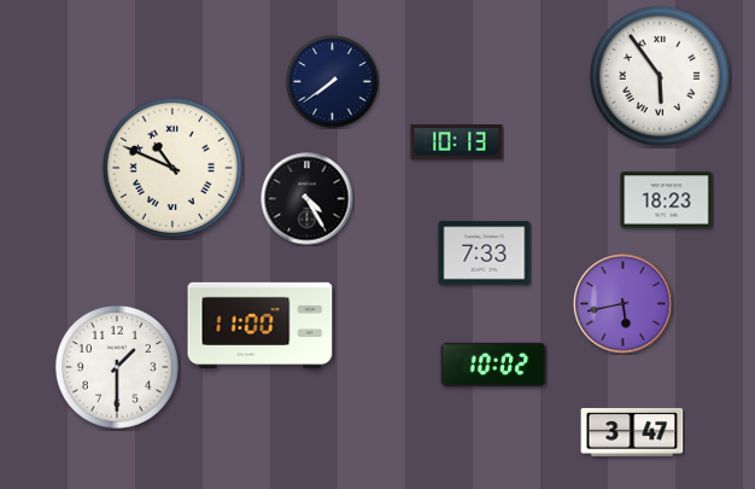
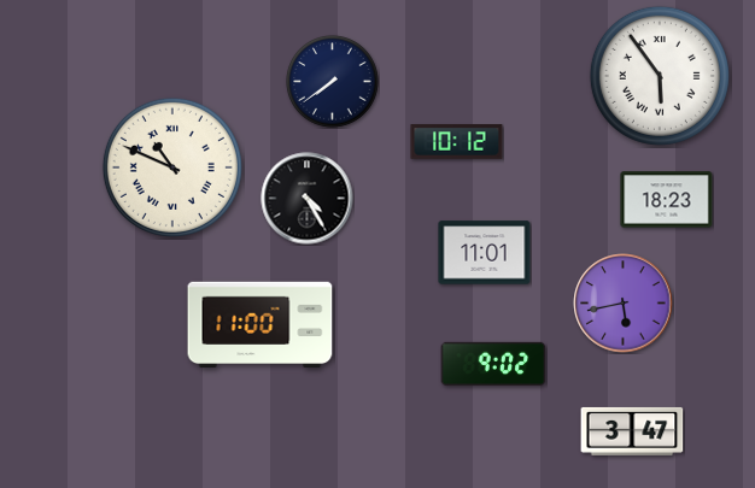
clock at (457, 142): 10:13 -> 10:12
clock at (485, 254): 7:33 -> 11:01
clock at (493, 365): 10:02 -> 9:02
clock at (117, 367): 1:30 -> none
